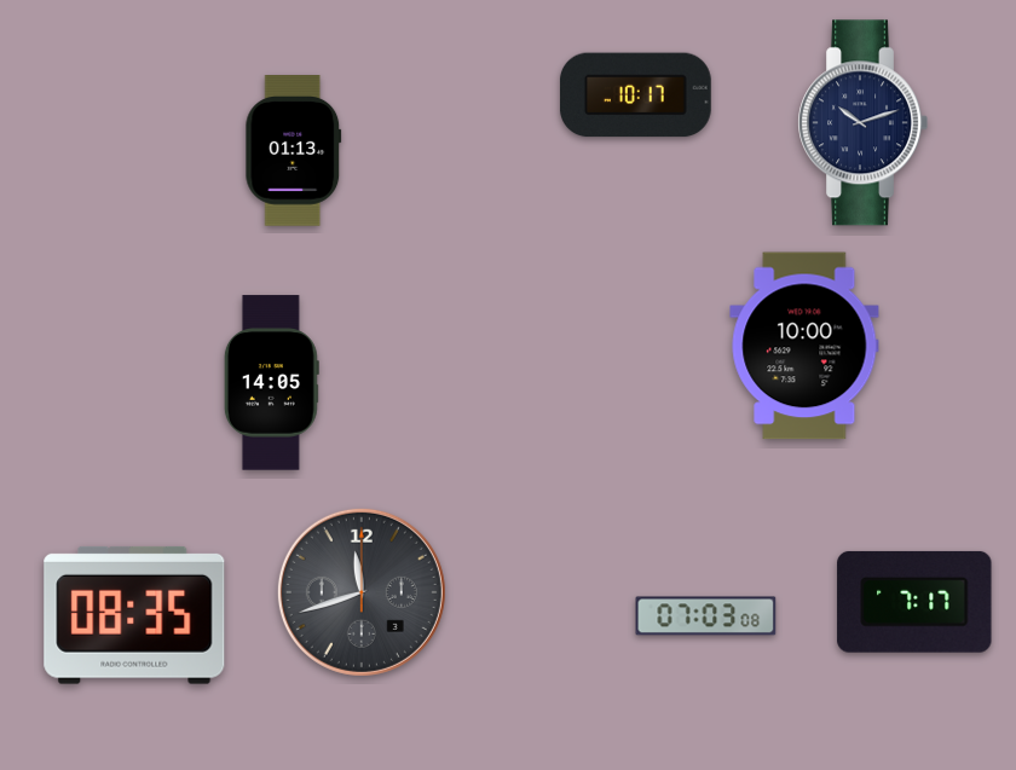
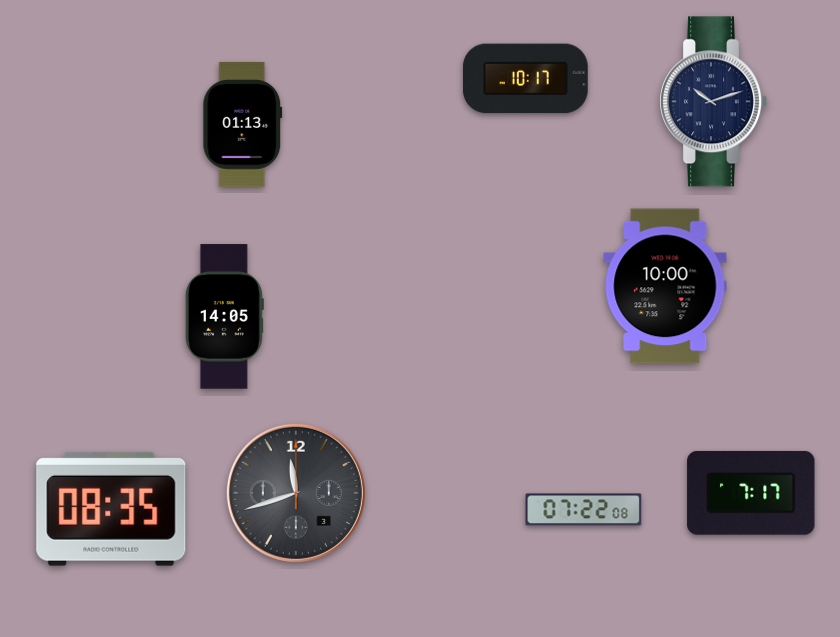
clock at (362, 592) position: (362, 592) -> (296, 493)
clock at (914, 602) position: (914, 602) -> (751, 493)
clock at (706, 616): 07:03 -> 07:22
